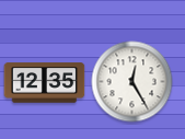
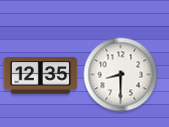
clock at (132, 82): 12:25 -> 8:30
